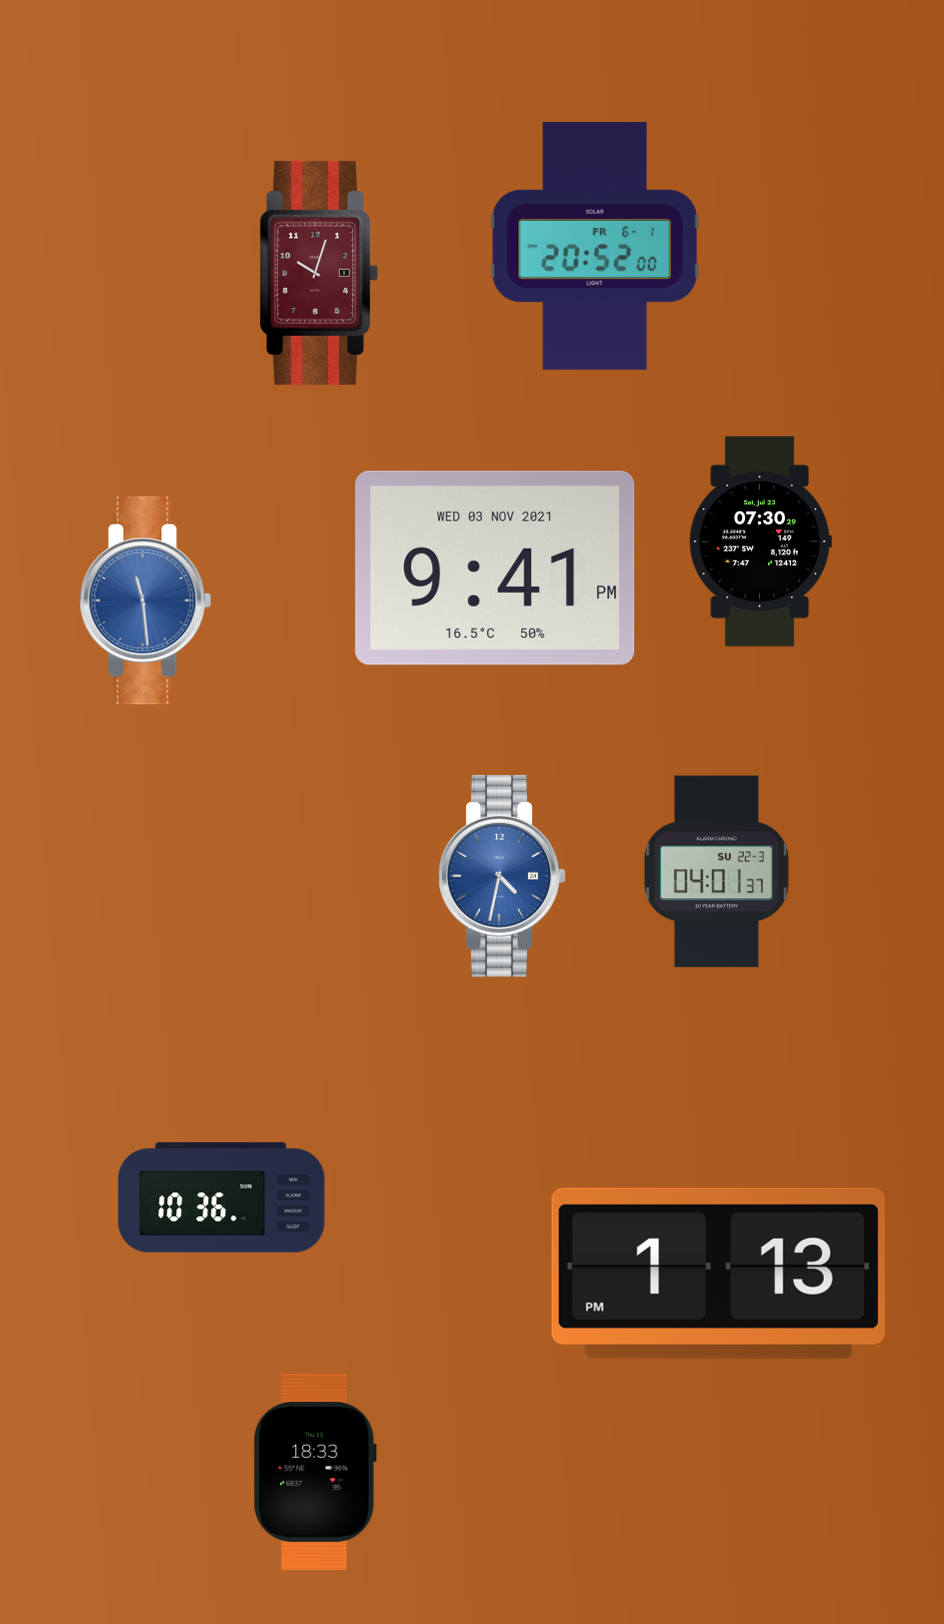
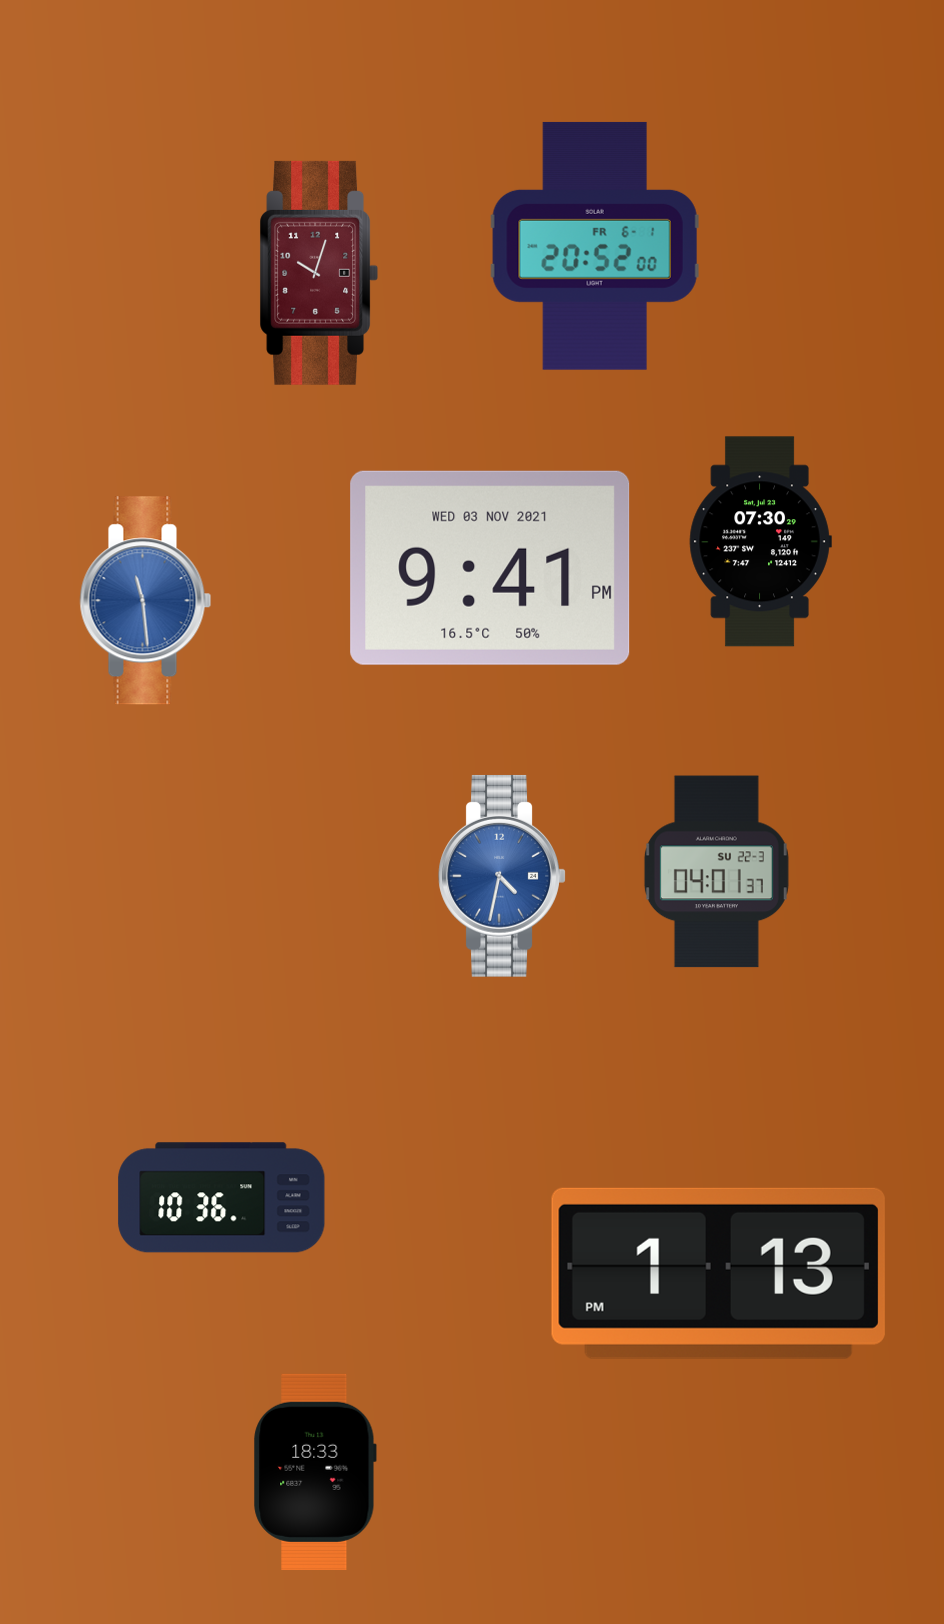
clock at (495, 568) position: (495, 568) -> (490, 568)
